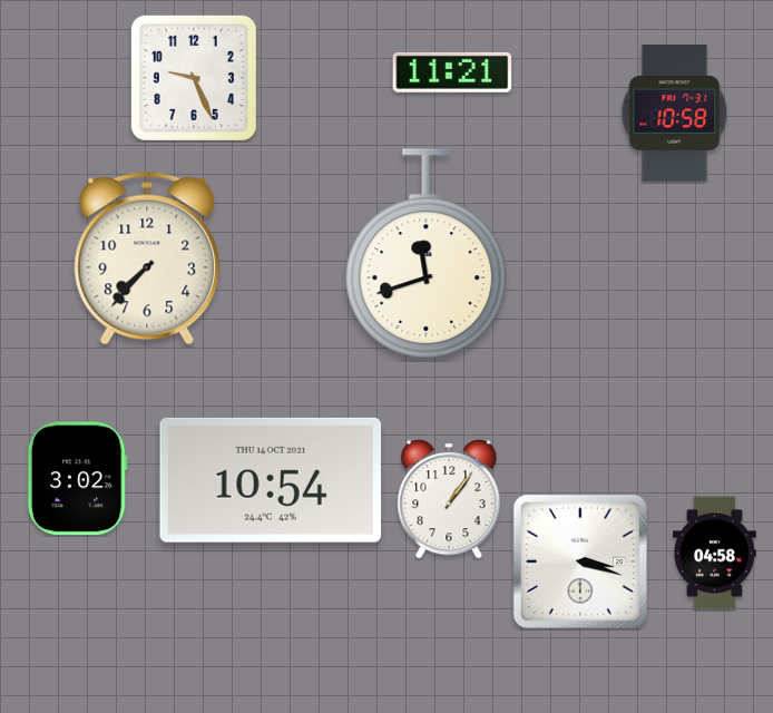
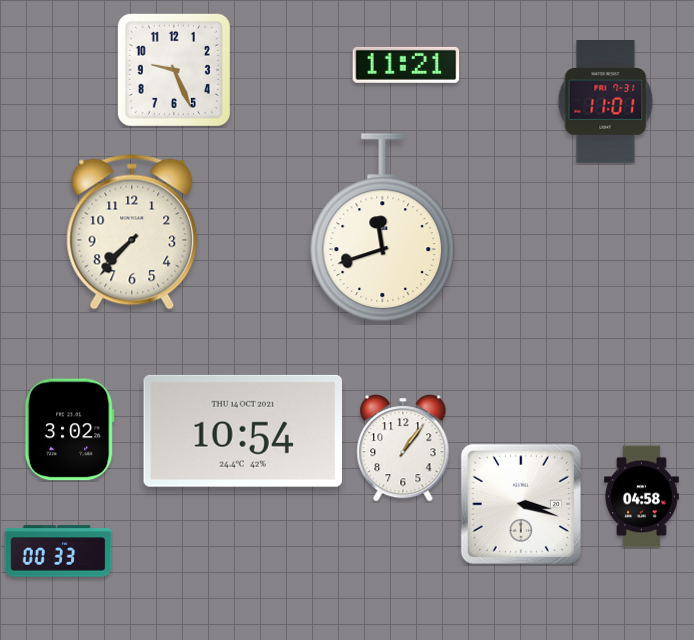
clock at (675, 114): 10:58 -> 11:01
clock at (58, 551): none -> 00:33
